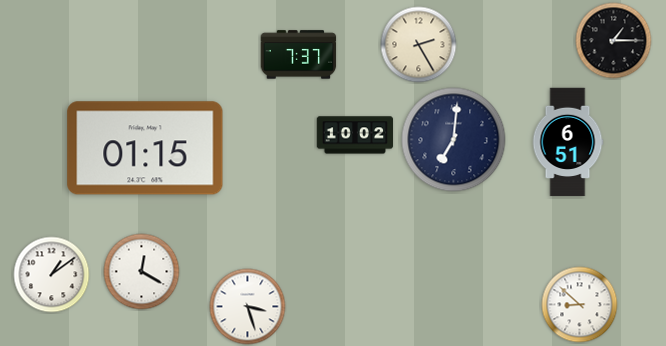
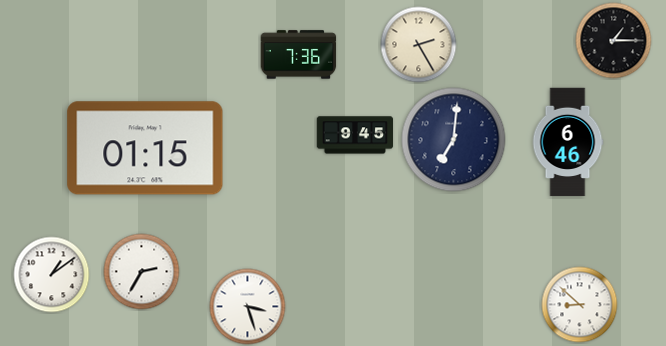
clock at (299, 55): 7:37 -> 7:36
clock at (355, 135): 10:02 -> 9:45
clock at (568, 142): 6:51 -> 6:46
clock at (142, 272): 12:20 -> 2:35
